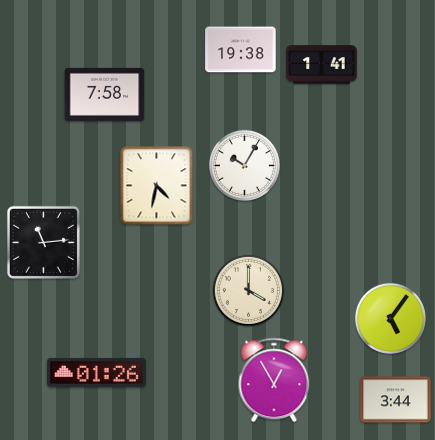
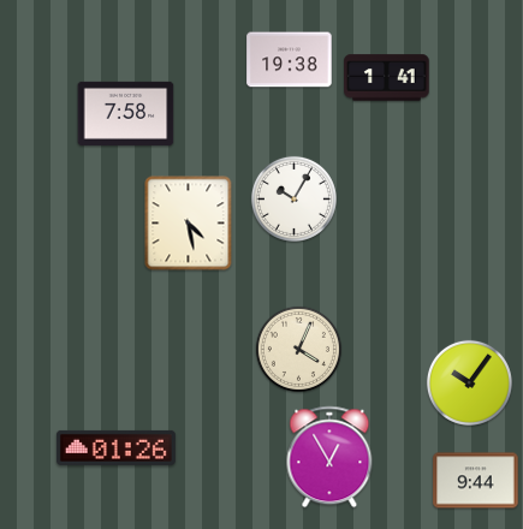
clock at (157, 186): 4:32 -> 4:28
clock at (43, 242): 11:14 -> none
clock at (248, 290): 4:00 -> 4:04
clock at (390, 318): 5:06 -> 10:06
clock at (396, 400): 3:44 -> 9:44
